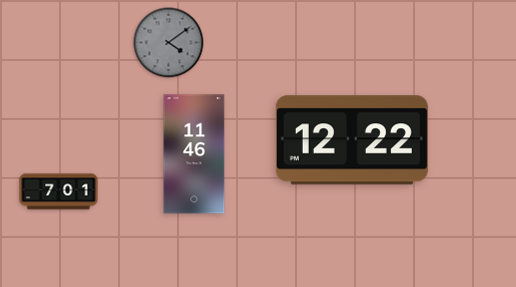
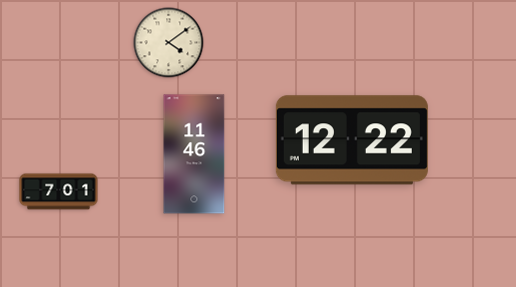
clock at (169, 43) dial: grey -> cream
